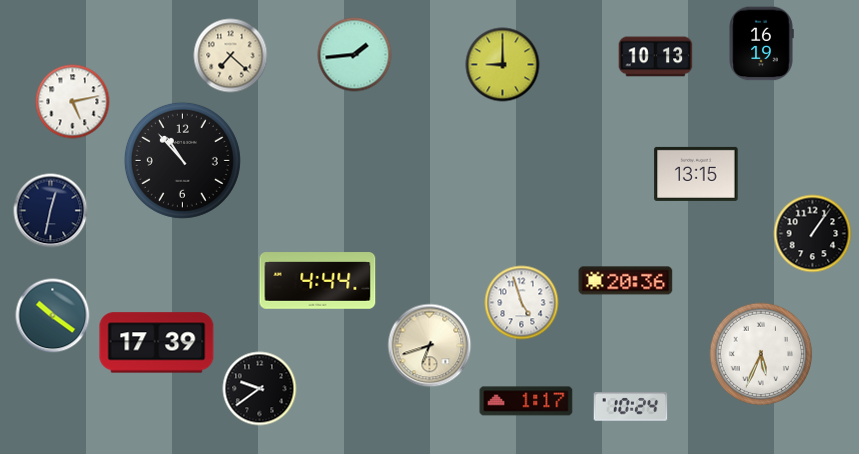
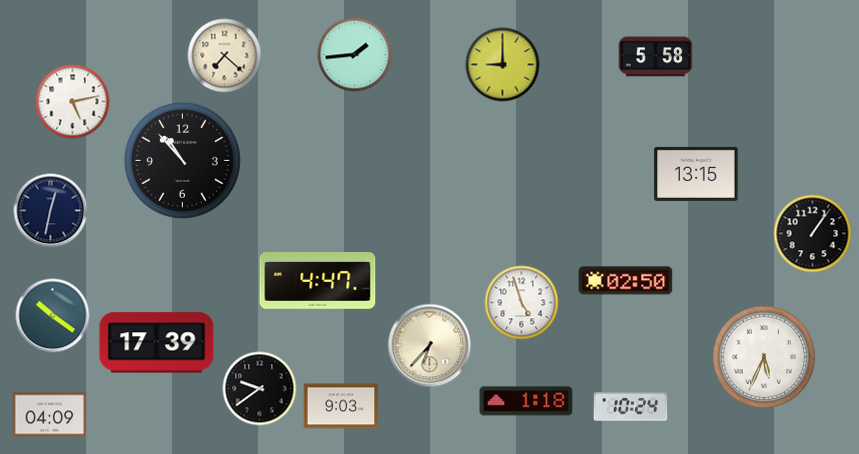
clock at (761, 44): 16:19 -> none
clock at (231, 56) position: (231, 56) -> (225, 56)
clock at (656, 57): 10:13 -> 5:58
clock at (318, 281): 4:44 -> 4:47
clock at (626, 281): 20:36 -> 02:50
clock at (430, 346): 6:42 -> 6:37
clock at (761, 354) position: (761, 354) -> (764, 357)
clock at (526, 401): 1:17 -> 1:18
clock at (341, 406): none -> 9:03
clock at (50, 415): none -> 04:09
